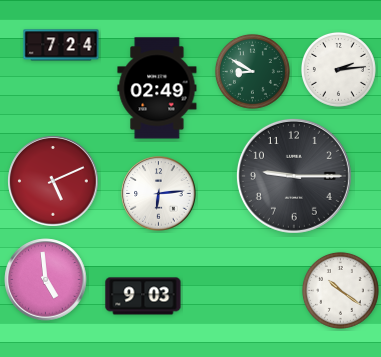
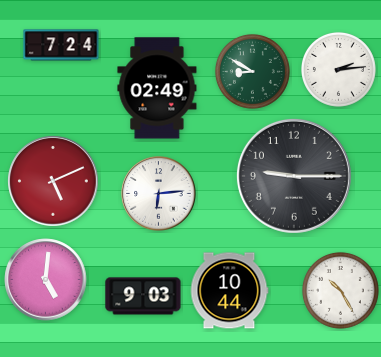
clock at (46, 280): 4:59 -> 5:01
clock at (340, 290): 10:21 -> 10:25
clock at (229, 291): none -> 10:44
